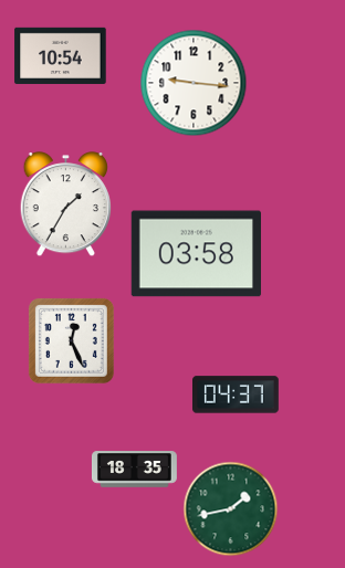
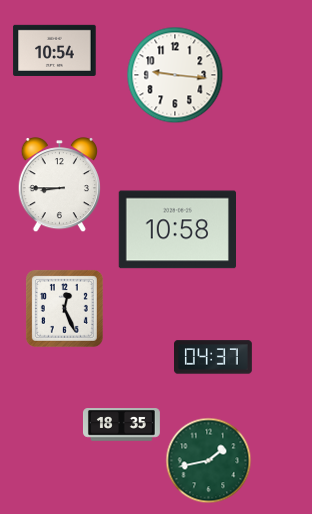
clock at (65, 204): 1:35 -> 8:45
clock at (196, 254): 03:58 -> 10:58
